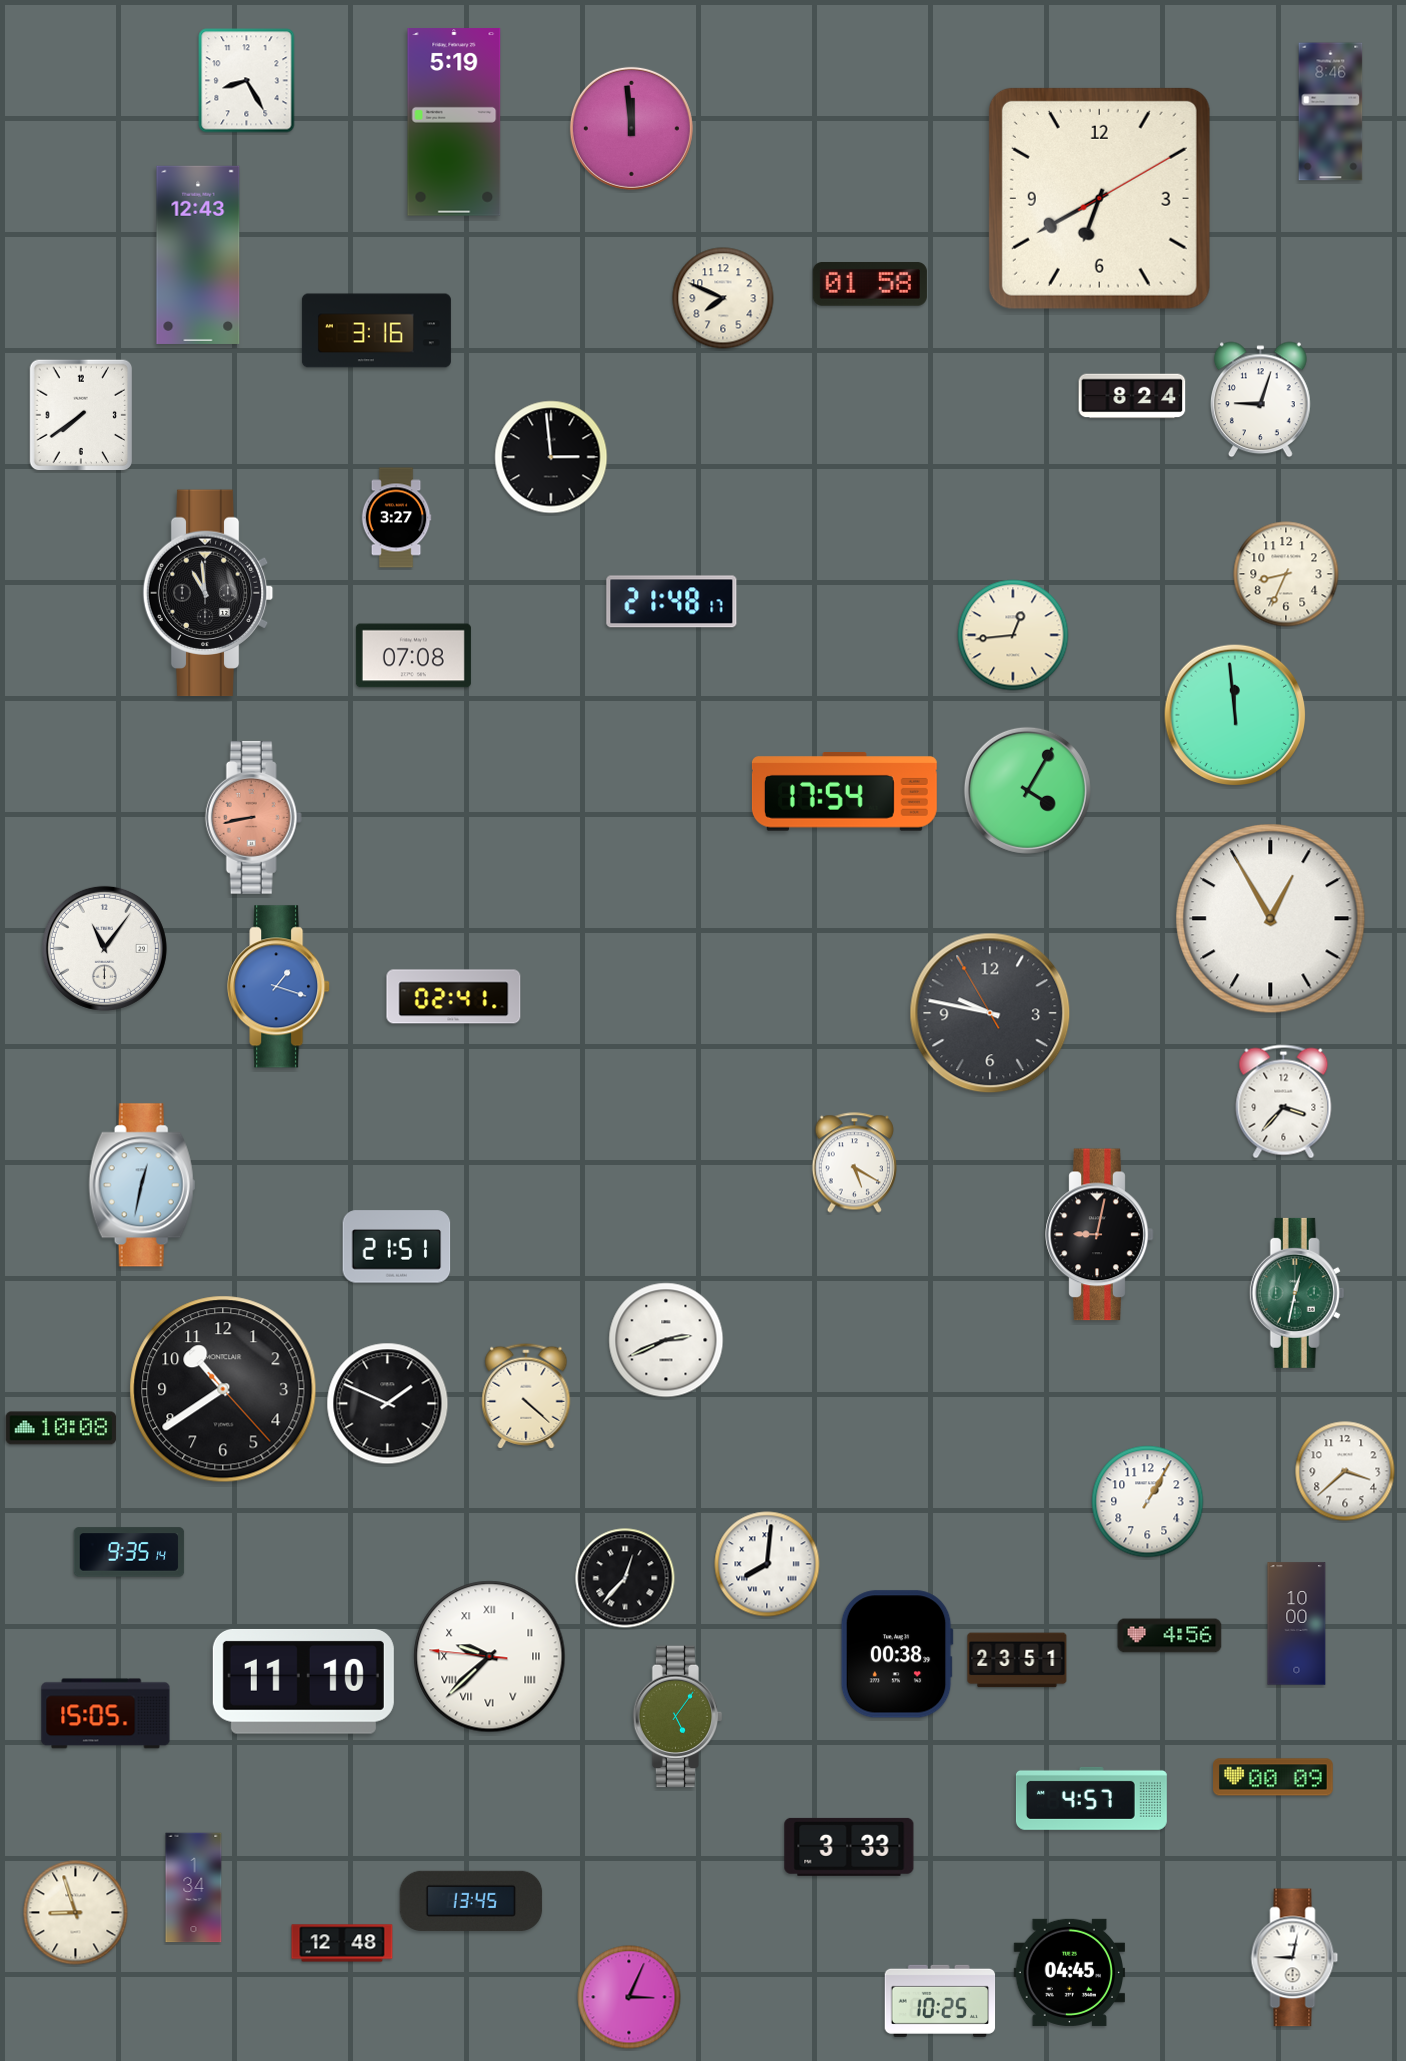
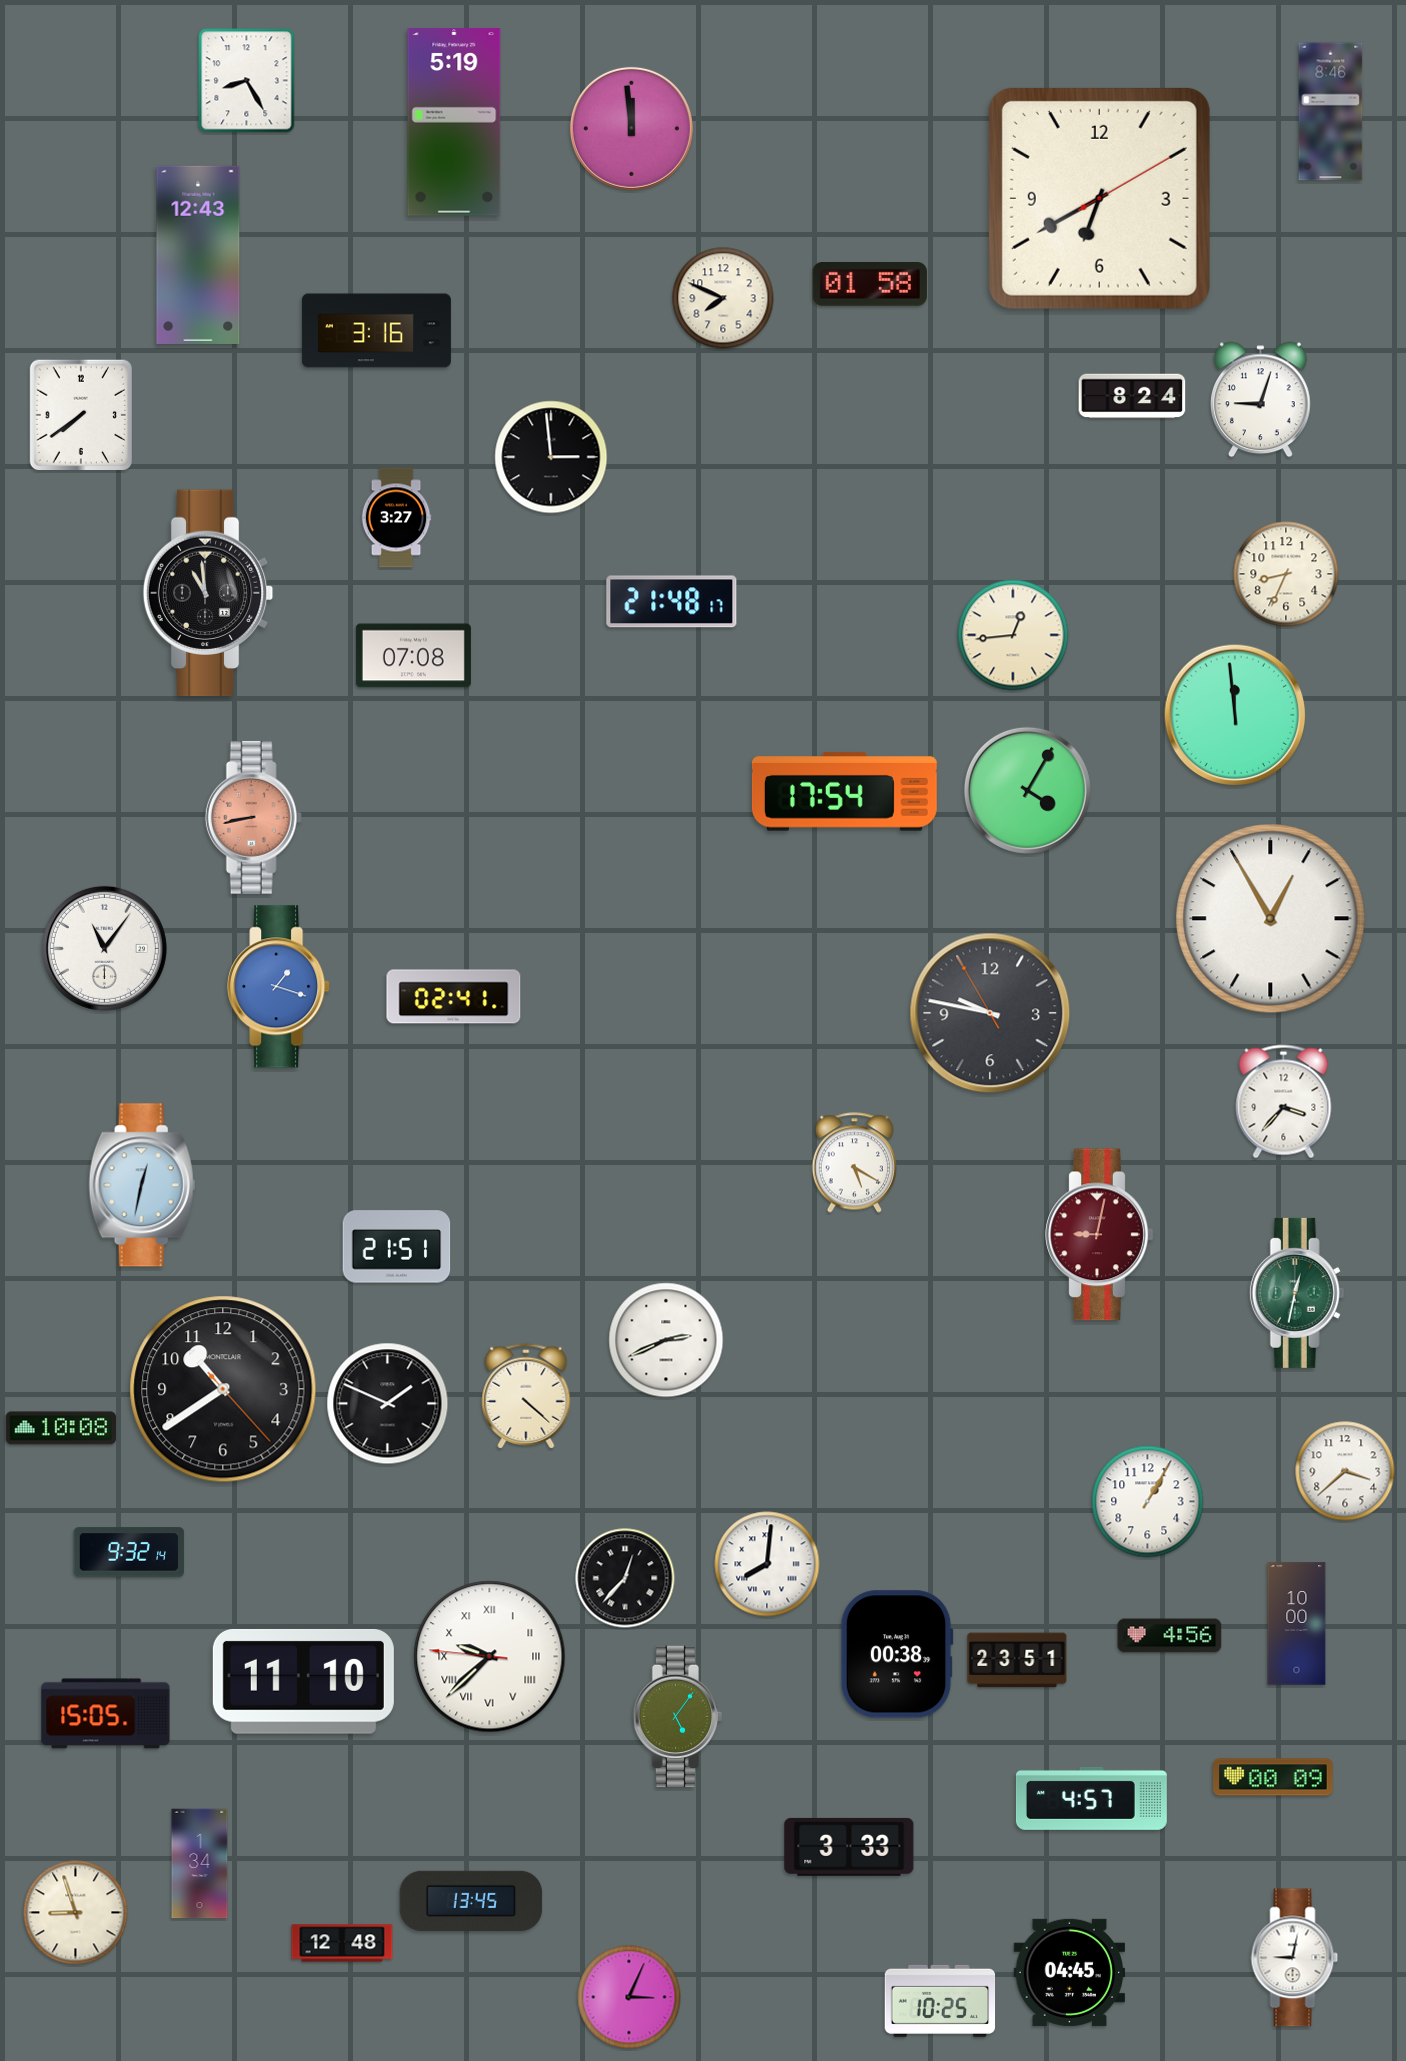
clock at (1100, 1235) dial: black -> burgundy
clock at (129, 1552): 9:35 -> 9:32
clock at (194, 1888) position: (194, 1888) -> (200, 1864)
